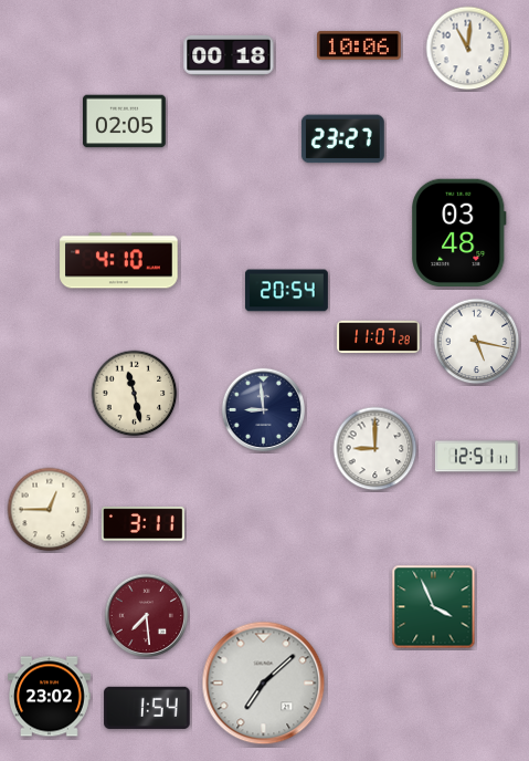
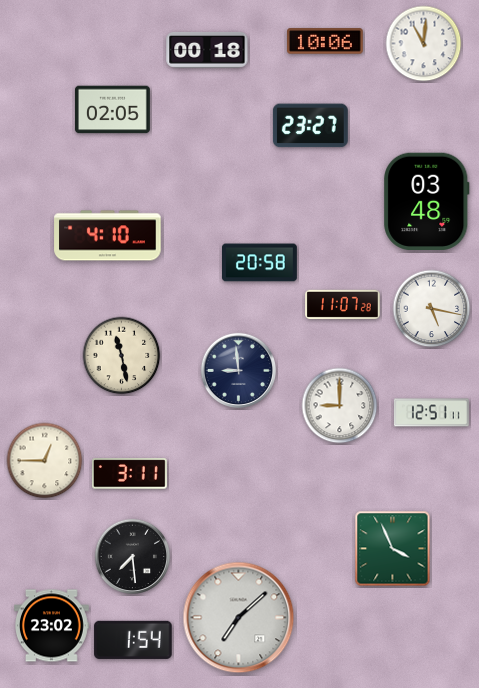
clock at (459, 233) position: (459, 233) -> (427, 202)
clock at (287, 291): 20:54 -> 20:58
clock at (146, 615) dial: burgundy -> black
clock at (50, 697) position: (50, 697) -> (52, 626)
